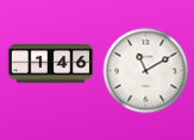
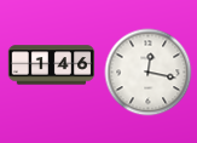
clock at (146, 71): 11:10 -> 12:17
